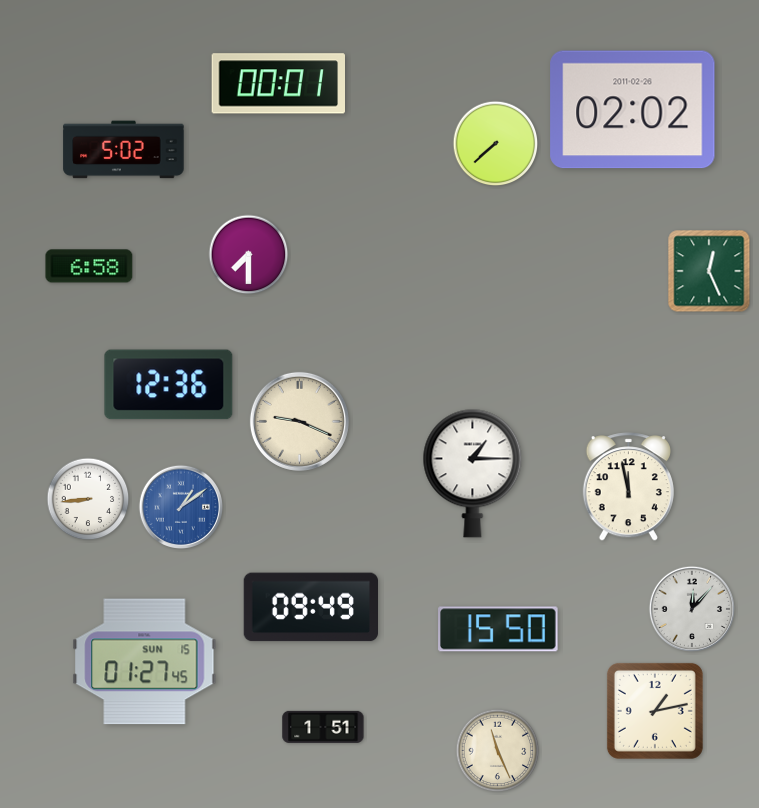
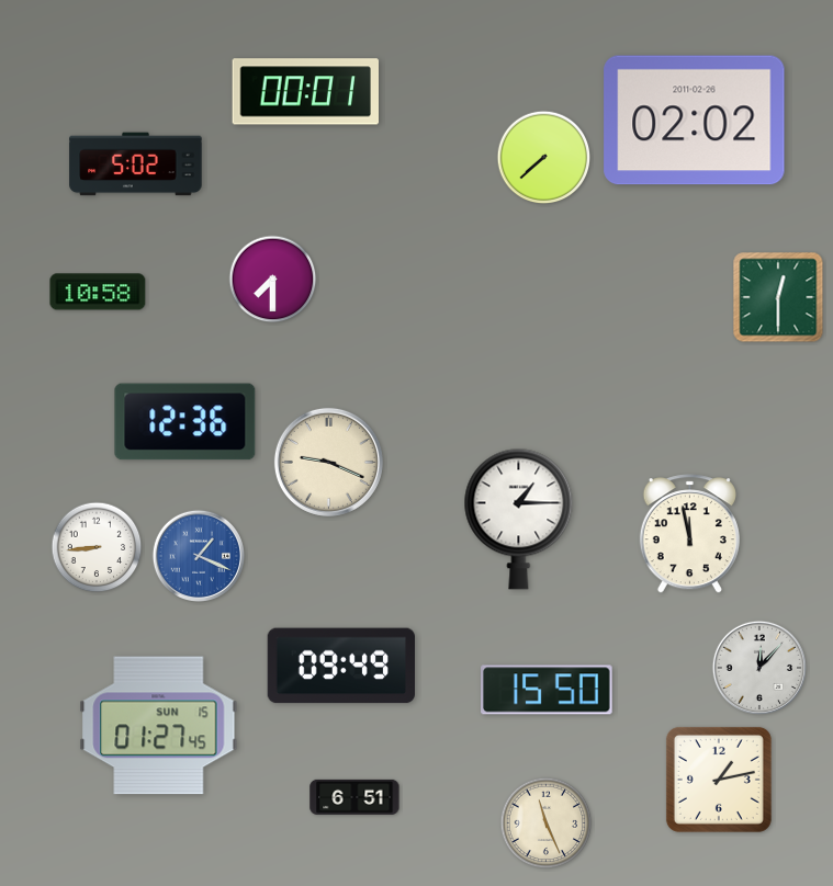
clock at (89, 266): 6:58 -> 10:58
clock at (709, 271): 12:26 -> 12:30
clock at (180, 506): 1:09 -> 1:19
clock at (323, 727): 1:51 -> 6:51
